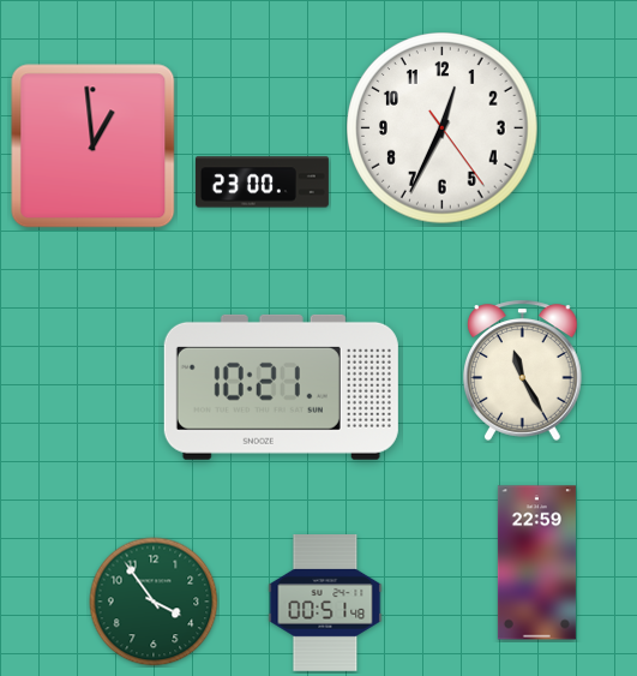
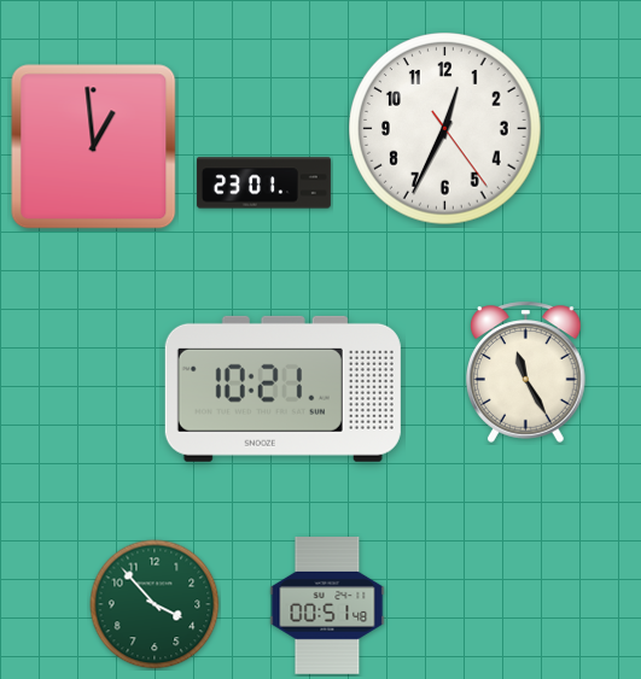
clock at (262, 183): 23:00 -> 23:01
clock at (536, 563): 22:59 -> none
clock at (154, 602): 3:54 -> 3:53
